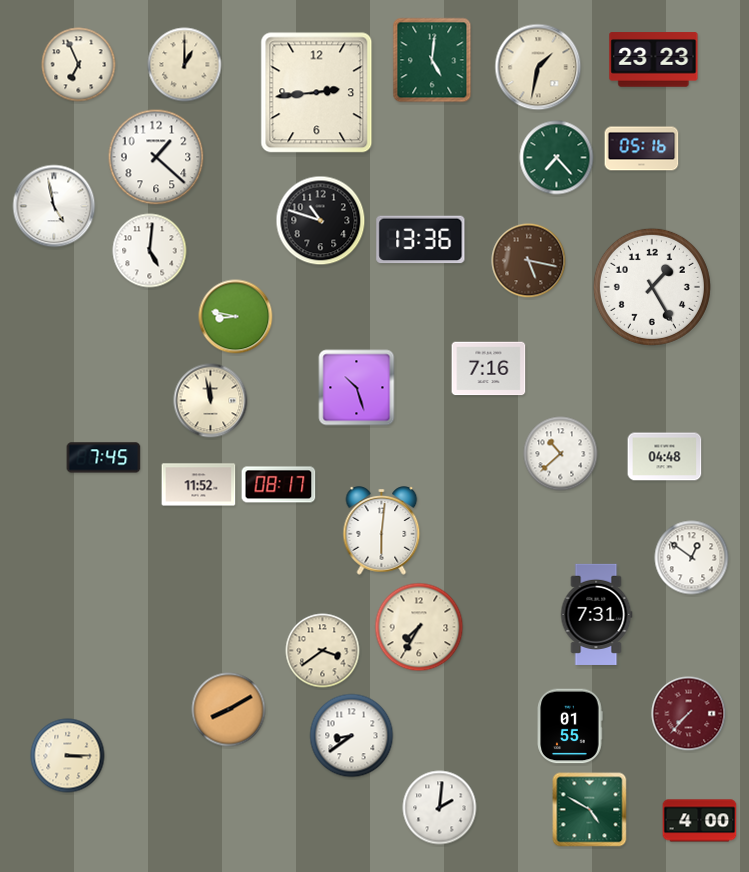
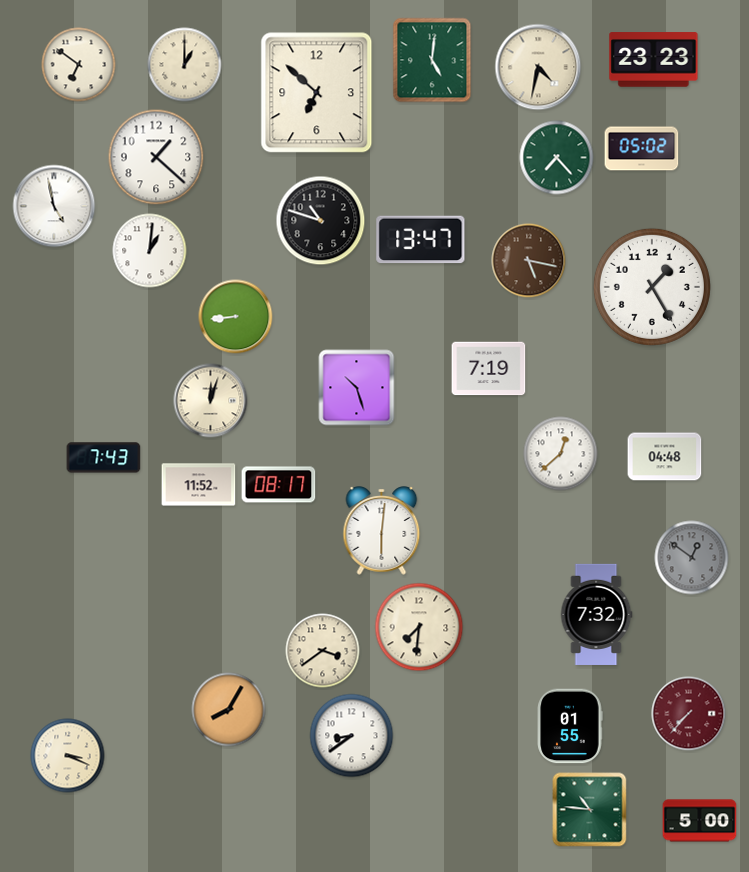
clock at (79, 65): 6:56 -> 6:51
clock at (538, 67): 1:32 -> 4:32
clock at (317, 93): 2:44 -> 6:52
clock at (642, 149): 05:16 -> 05:02
clock at (421, 240): 13:36 -> 13:47
clock at (150, 251): 5:01 -> 1:01
clock at (236, 317): 8:47 -> 8:44
clock at (489, 369): 7:16 -> 7:19
clock at (211, 401): 11:58 -> 12:03
clock at (561, 454): 10:38 -> 12:38
clock at (104, 458): 7:45 -> 7:43
clock at (692, 558) dial: white -> grey
clock at (596, 614): 7:31 -> 7:32
clock at (419, 627): 7:35 -> 7:31
clock at (229, 710): 8:10 -> 8:05
clock at (68, 756): 3:15 -> 3:19
clock at (440, 808): 2:01 -> none
clock at (590, 810): 4:50 -> 10:46
clock at (700, 821): 4:00 -> 5:00
